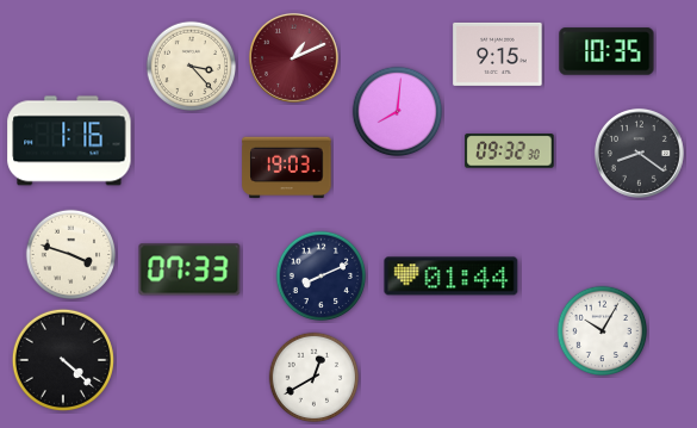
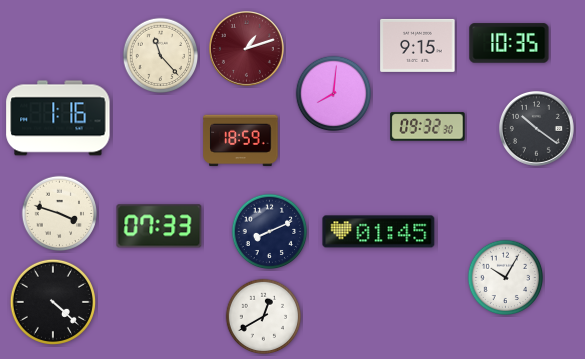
clock at (293, 57): 1:11 -> 1:12
clock at (192, 67): 3:23 -> 11:23
clock at (639, 153): 8:21 -> 10:21
clock at (287, 168): 19:03 -> 18:59
clock at (452, 277): 01:44 -> 01:45
